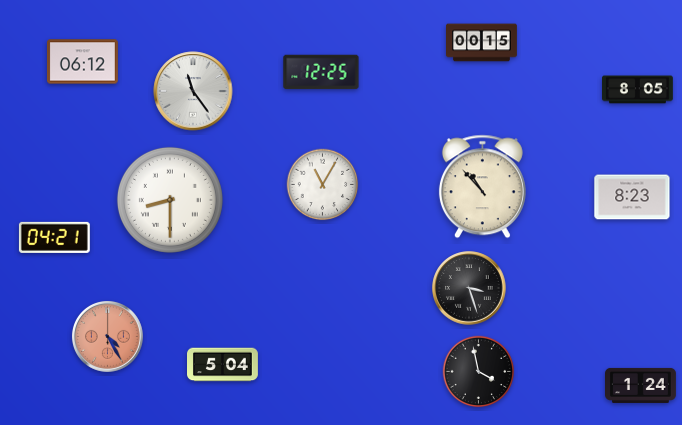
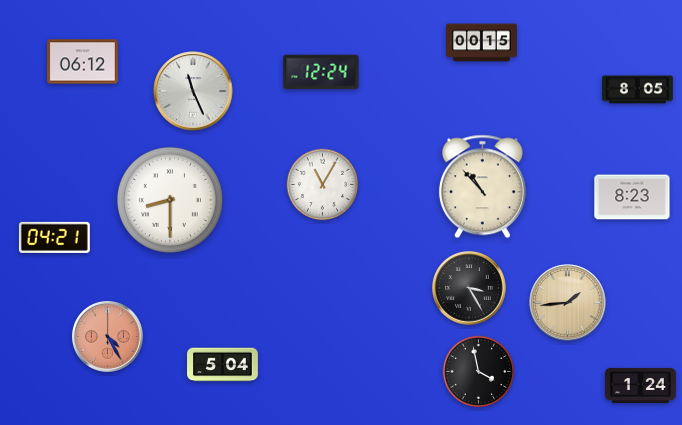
clock at (321, 72): 12:25 -> 12:24
clock at (193, 91): 11:24 -> 11:26
clock at (469, 288): 3:27 -> 3:25
clock at (568, 303): none -> 1:44
